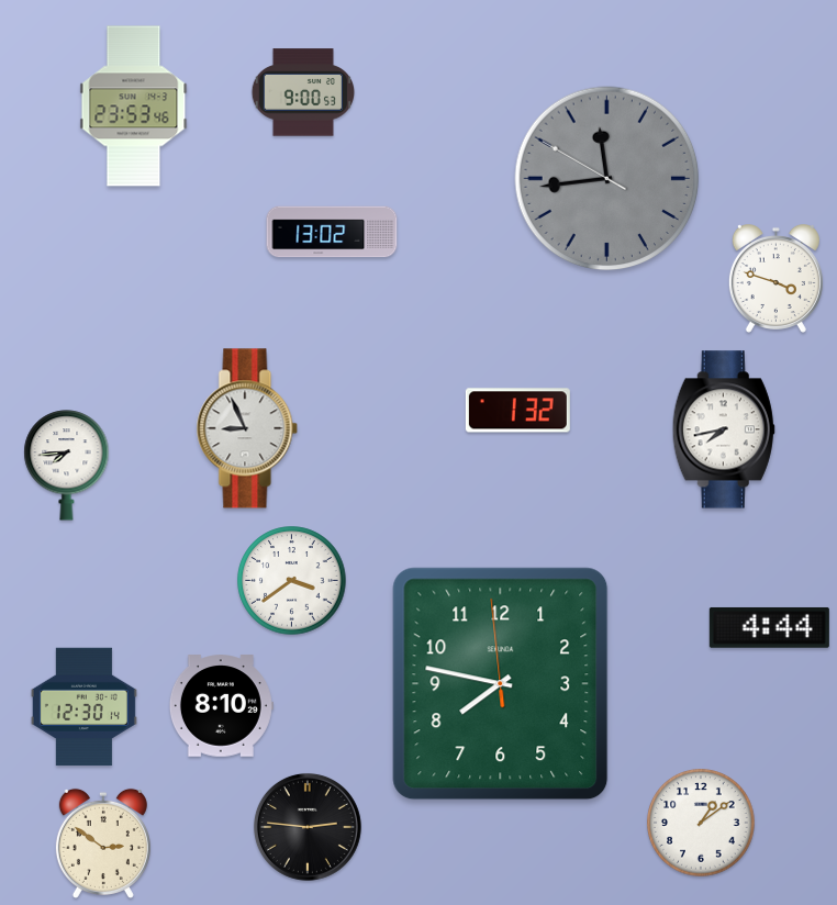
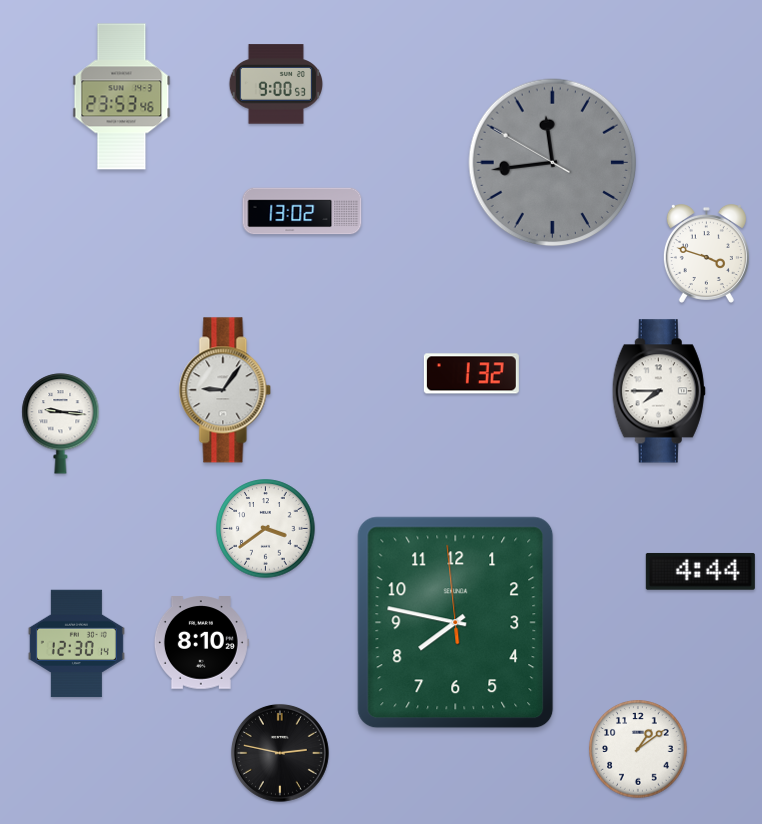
clock at (247, 428): 8:56 -> 9:06
clock at (724, 429): 7:43 -> 7:45
clock at (67, 466): 7:44 -> 9:16
clock at (308, 827): 2:46 -> 2:47
clock at (103, 843): 2:51 -> none
